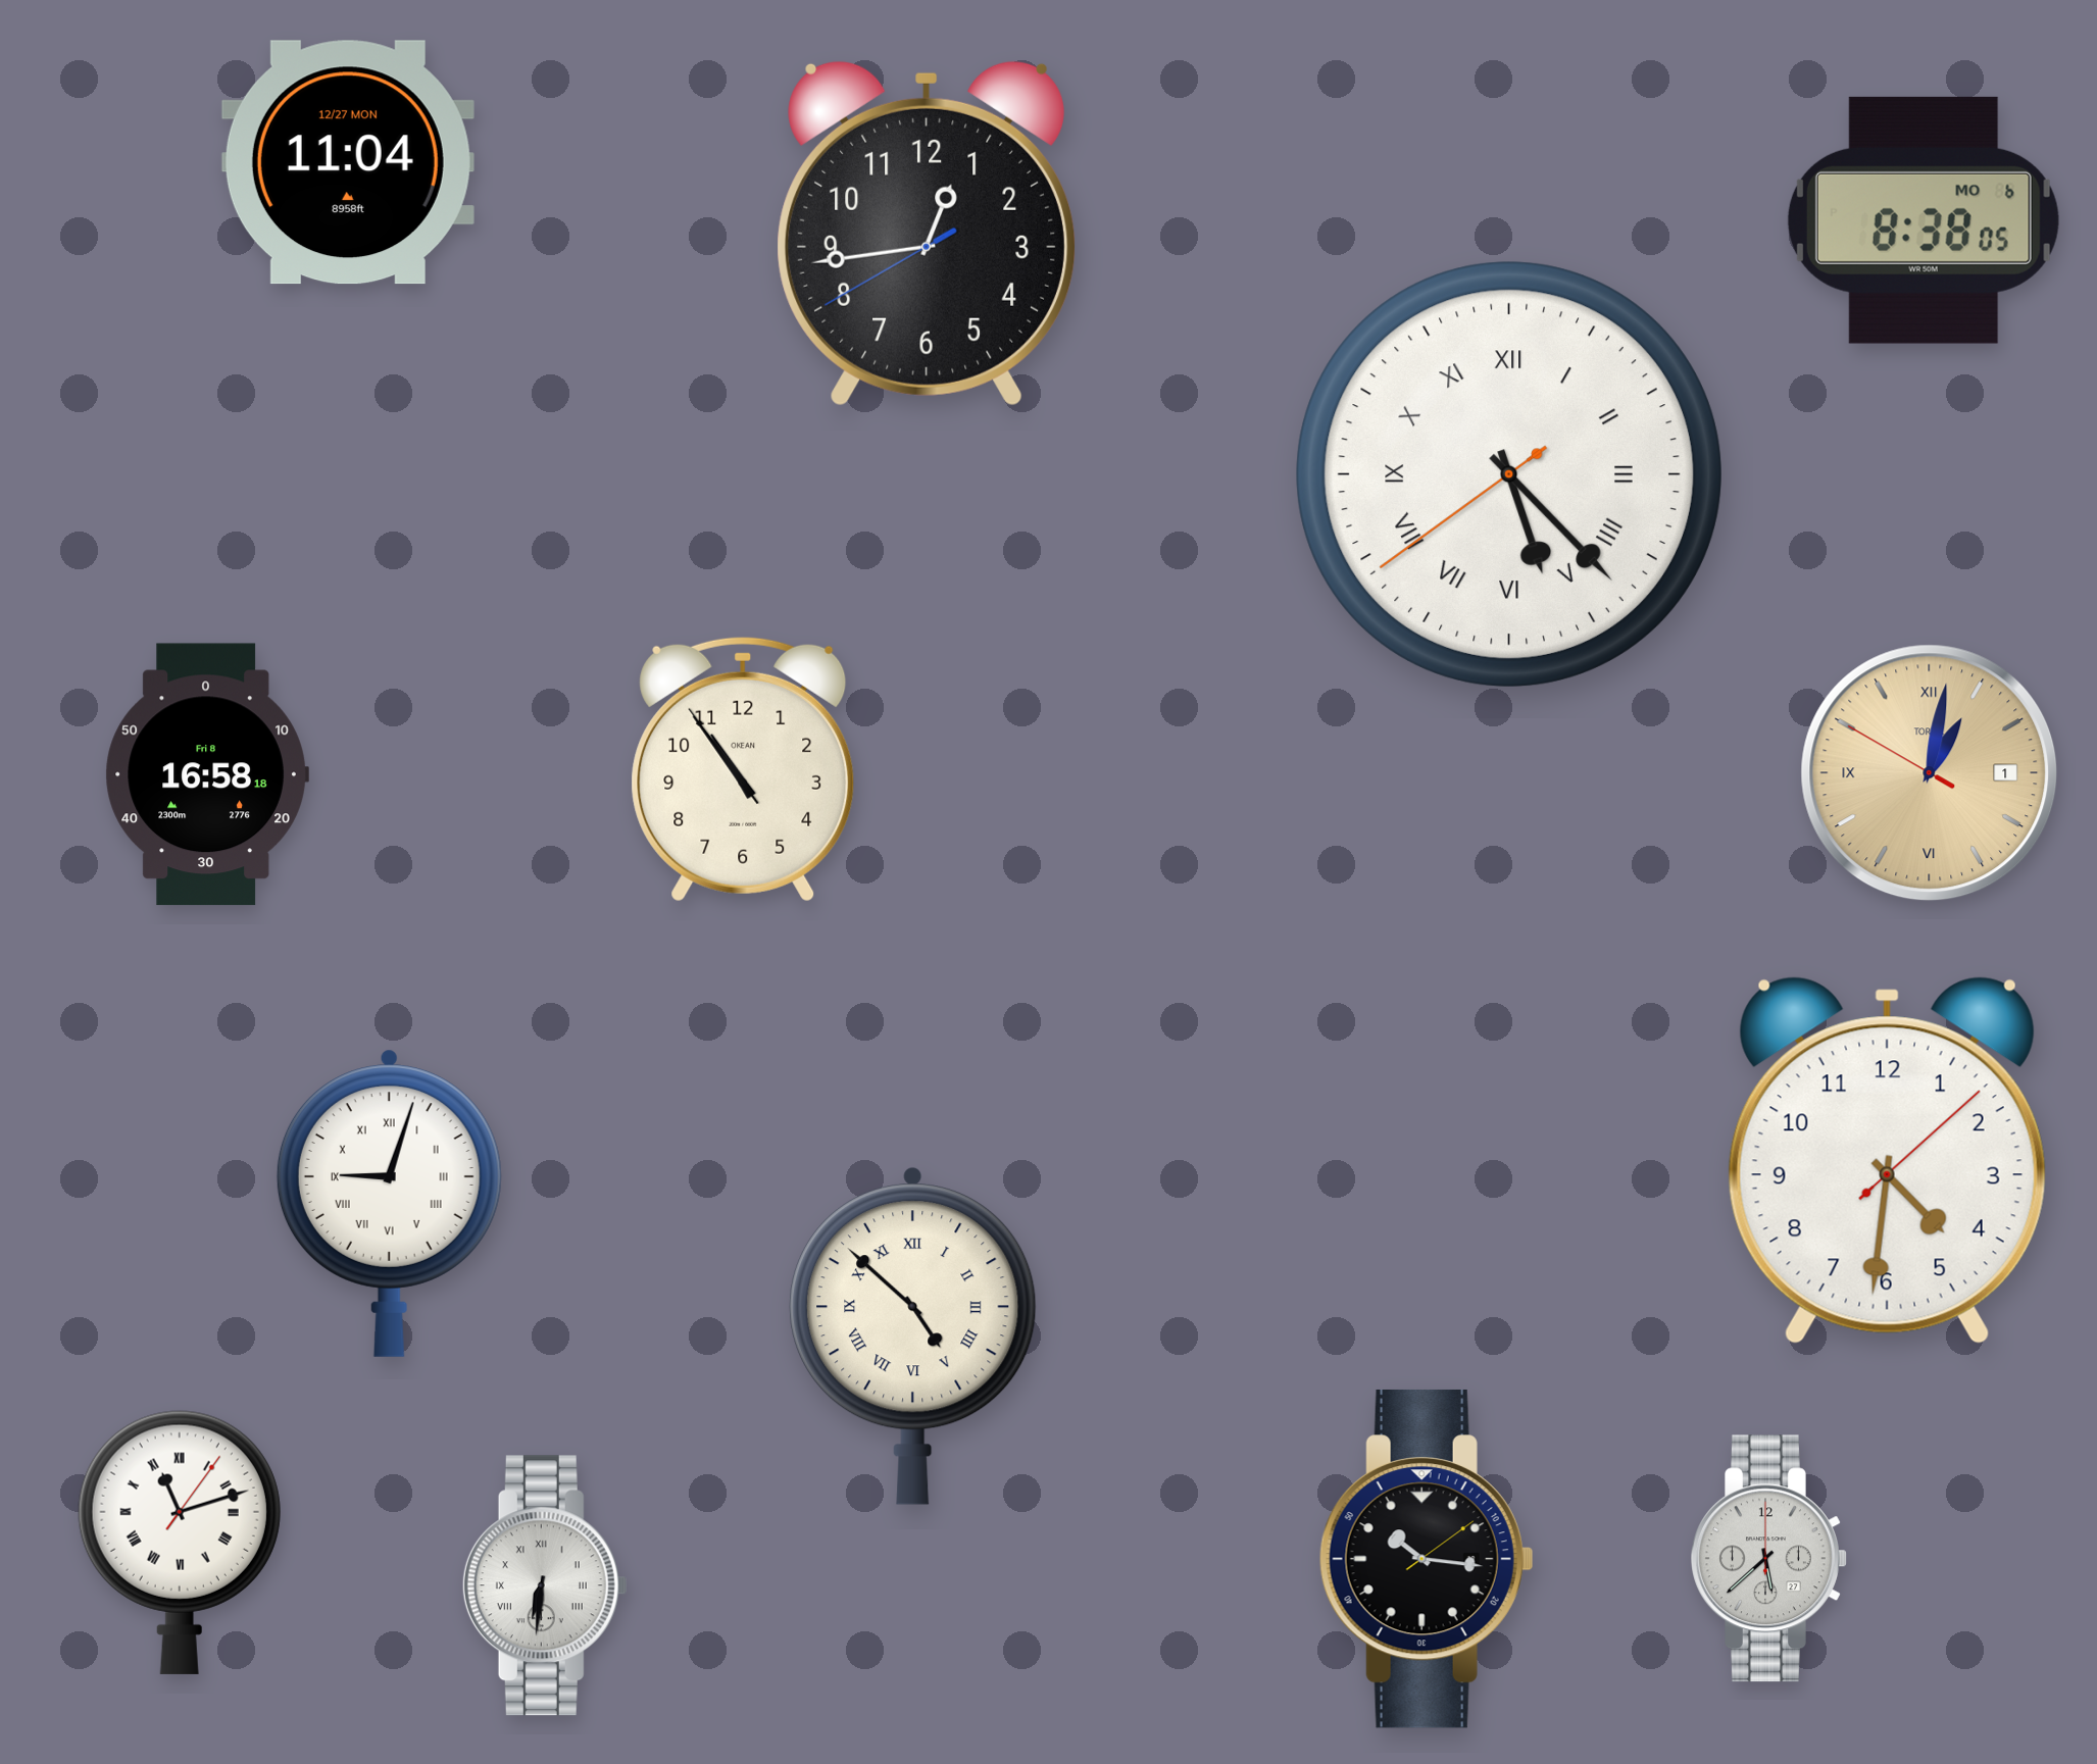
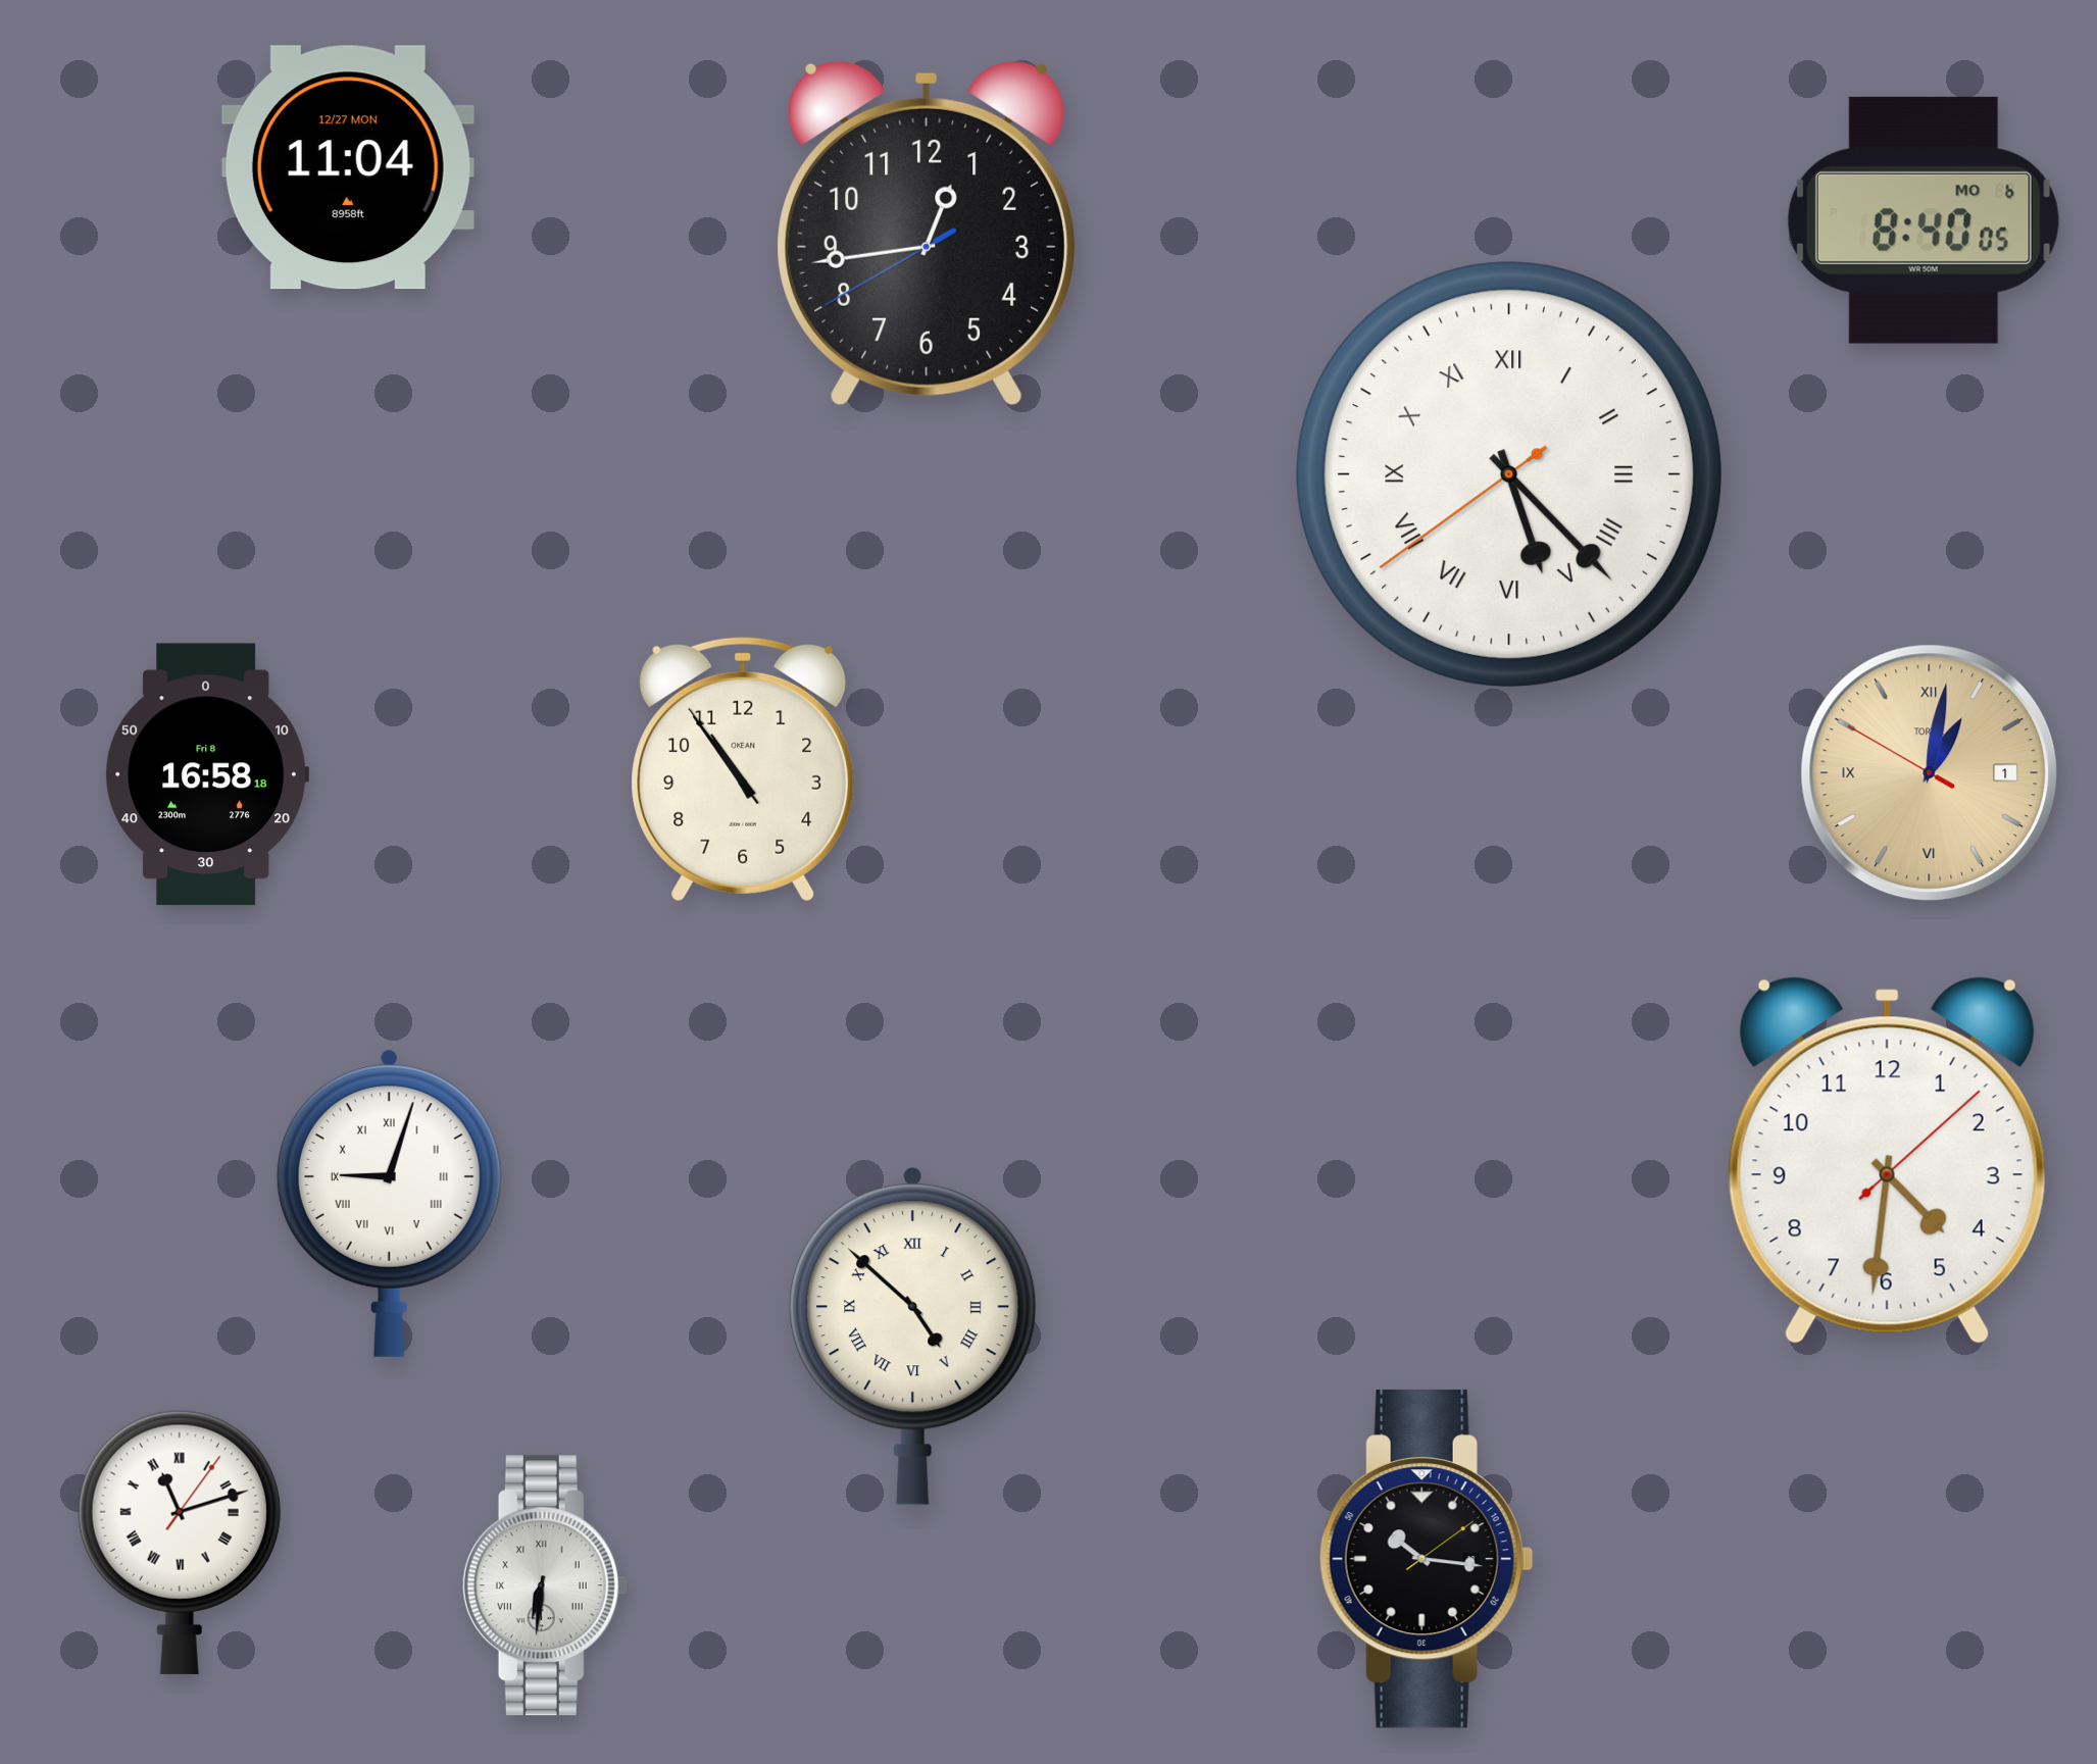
clock at (348, 162) position: (348, 162) -> (348, 167)
clock at (1924, 220): 8:38 -> 8:40
clock at (1769, 1559): 5:38 -> none
